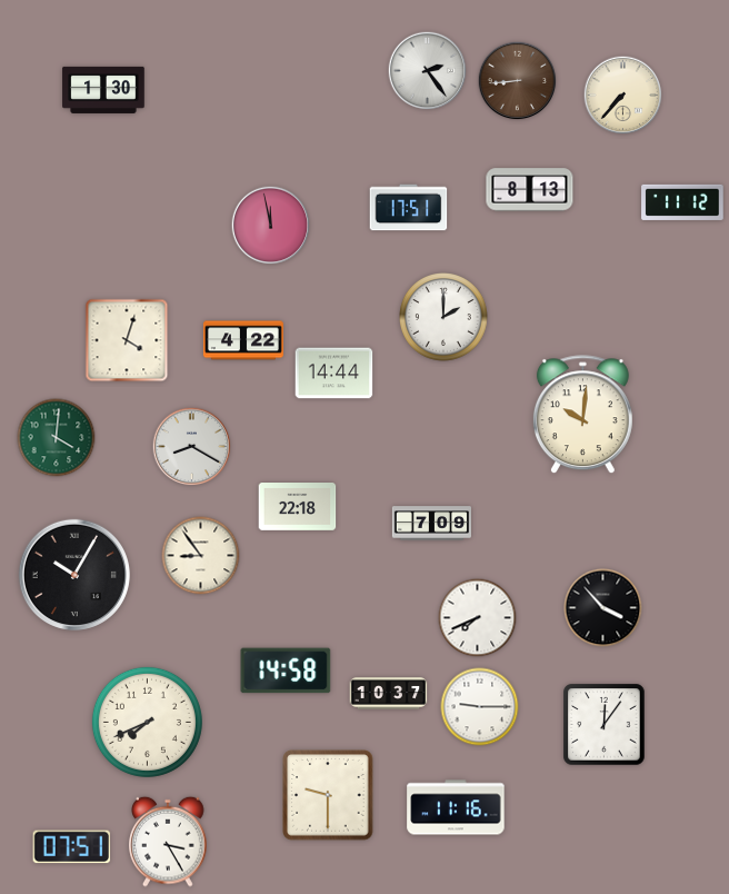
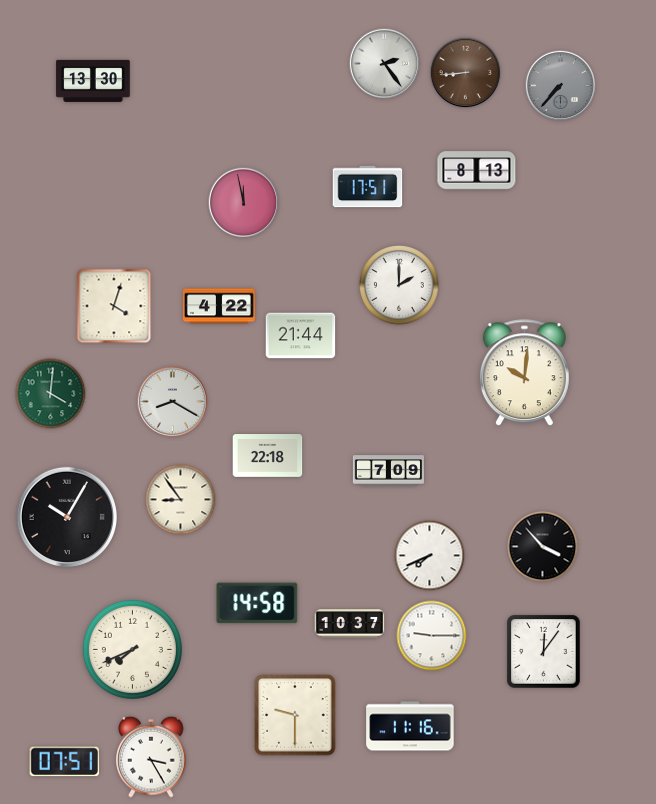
clock at (103, 90): 1:30 -> 13:30
clock at (623, 96) dial: cream -> grey
clock at (682, 202): 11:12 -> none
clock at (334, 374): 14:44 -> 21:44
